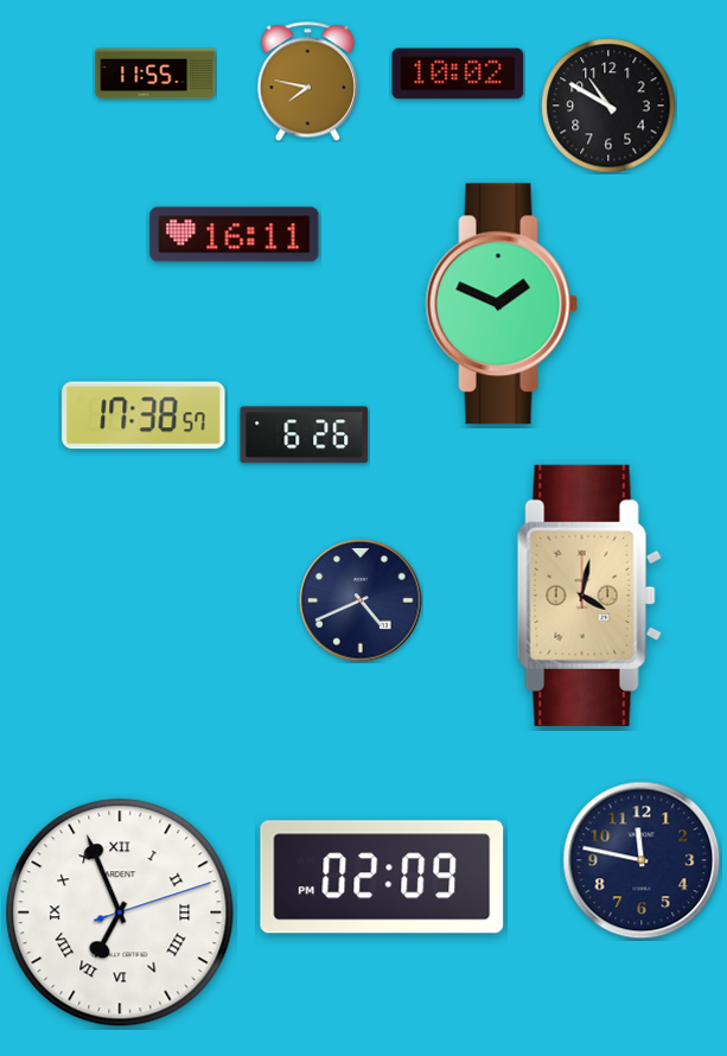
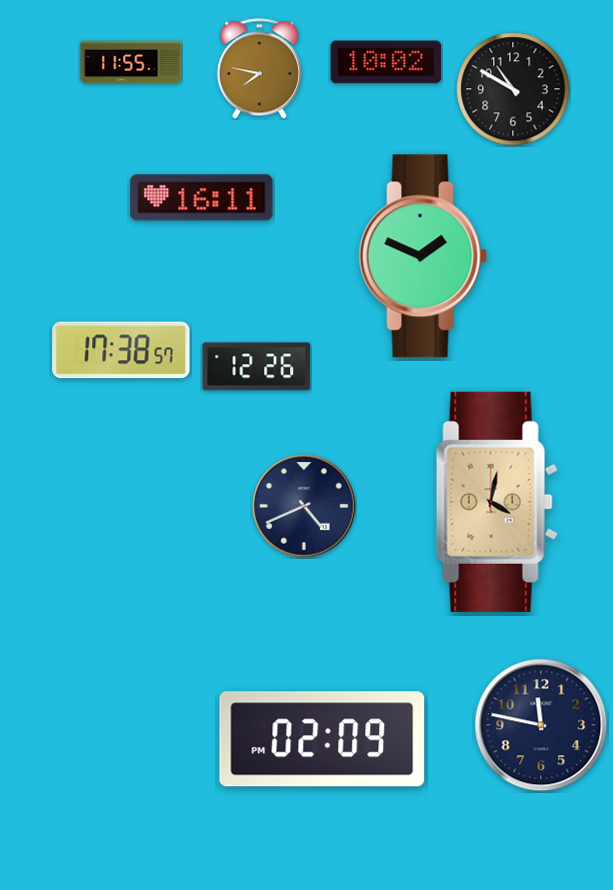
clock at (235, 235) position: (235, 235) -> (202, 198)
clock at (305, 435): 6:26 -> 12:26
clock at (120, 912): 6:56 -> none
